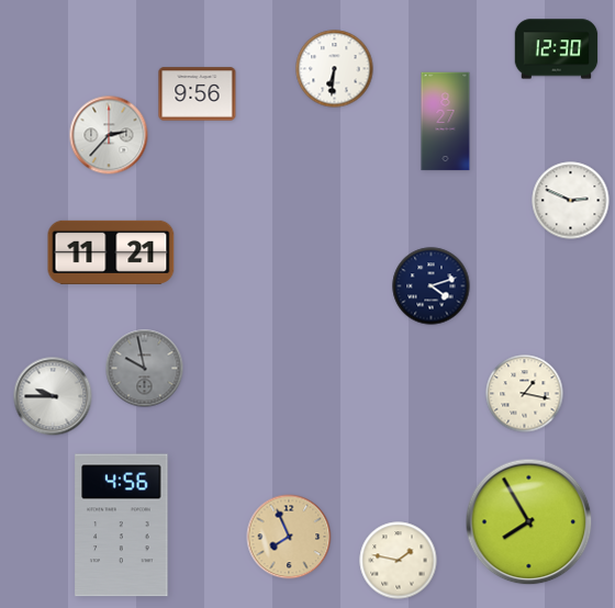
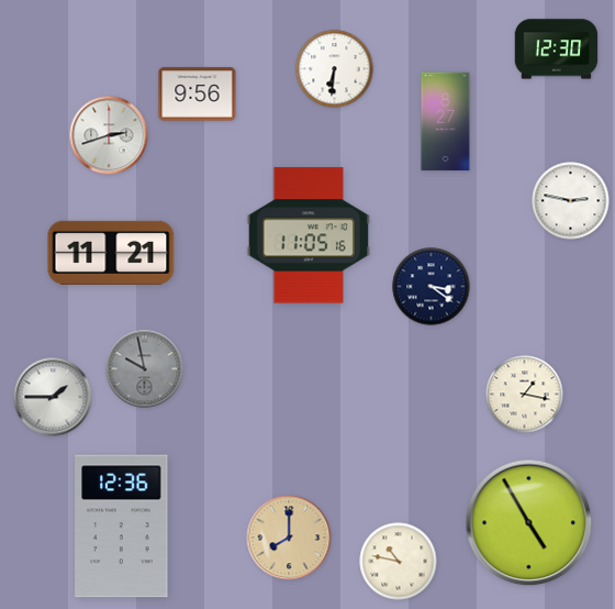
clock at (109, 135): 2:37 -> 2:42
clock at (571, 201): 2:49 -> 2:47
clock at (307, 235): none -> 11:05
clock at (432, 286): 4:12 -> 3:21
clock at (53, 396): 9:45 -> 1:45
clock at (529, 522): 7:55 -> 4:55
clock at (122, 526): 4:56 -> 12:36
clock at (289, 537): 7:56 -> 8:00
clock at (399, 561): 1:47 -> 10:47
